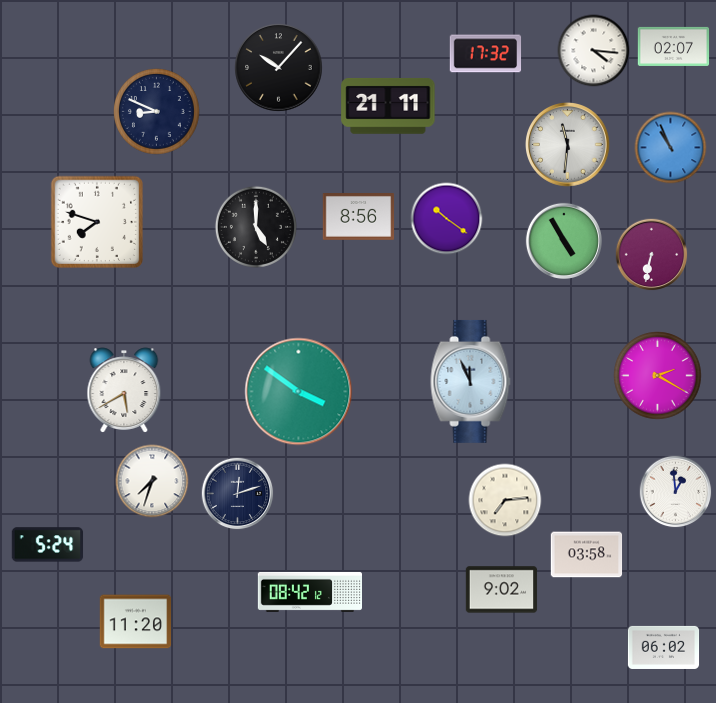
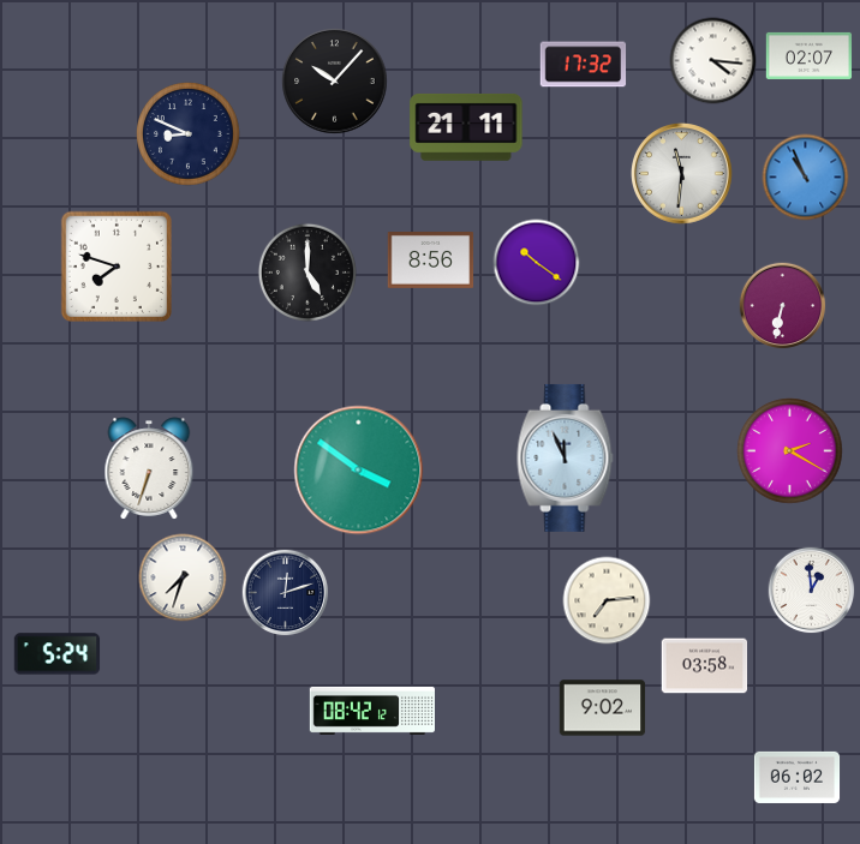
clock at (564, 241): 4:55 -> none
clock at (124, 390): 5:40 -> 6:33
clock at (136, 622): 11:20 -> none
